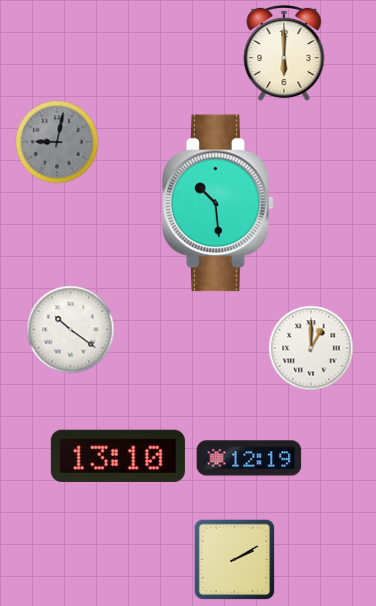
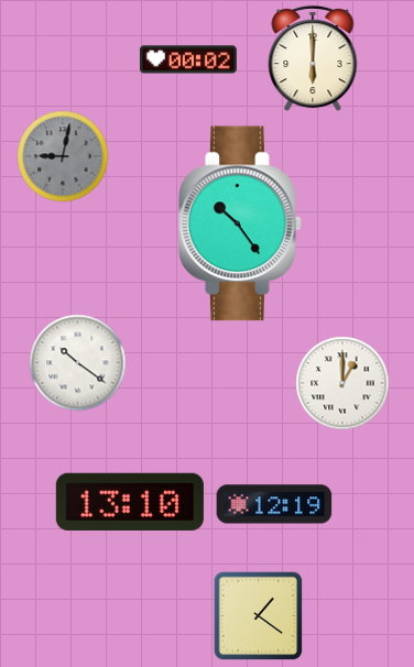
clock at (188, 59): none -> 00:02
clock at (218, 203): 10:29 -> 10:24
clock at (235, 560): 2:10 -> 1:21
